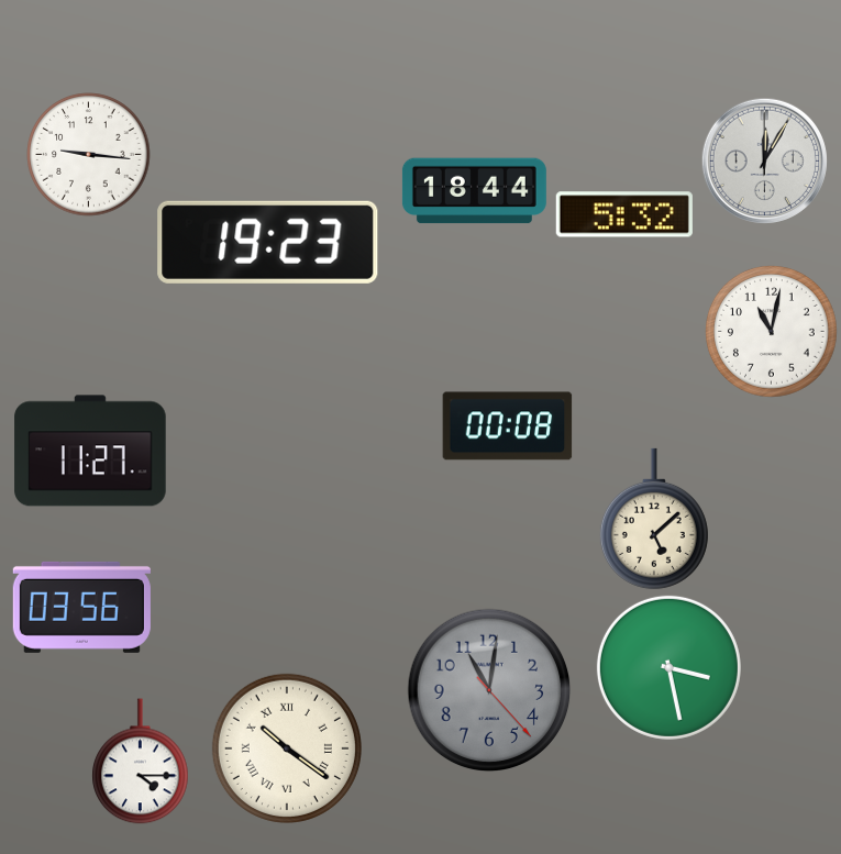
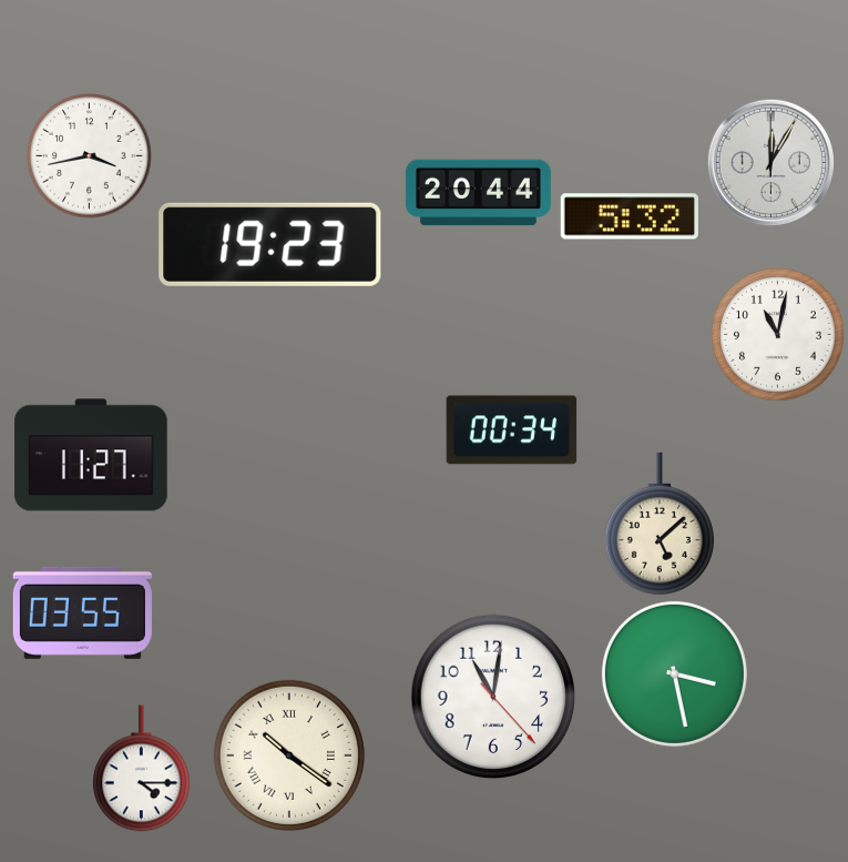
clock at (89, 155): 9:16 -> 3:43
clock at (474, 191): 18:44 -> 20:44
clock at (508, 426): 00:08 -> 00:34
clock at (81, 607): 03:56 -> 03:55
clock at (489, 690) dial: grey -> white
